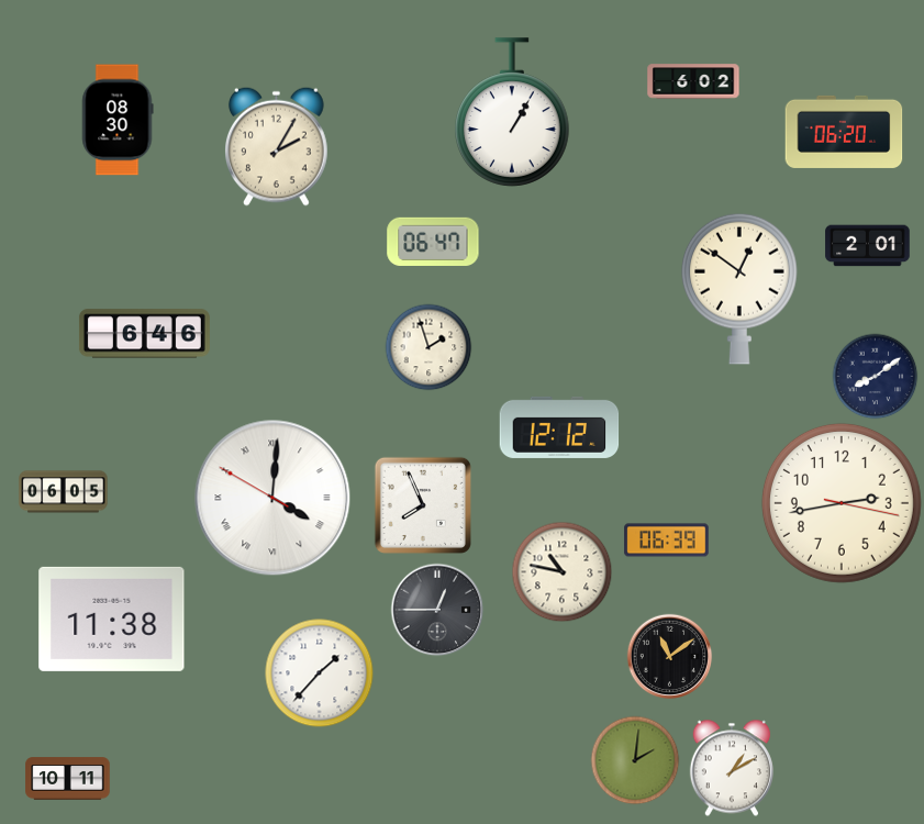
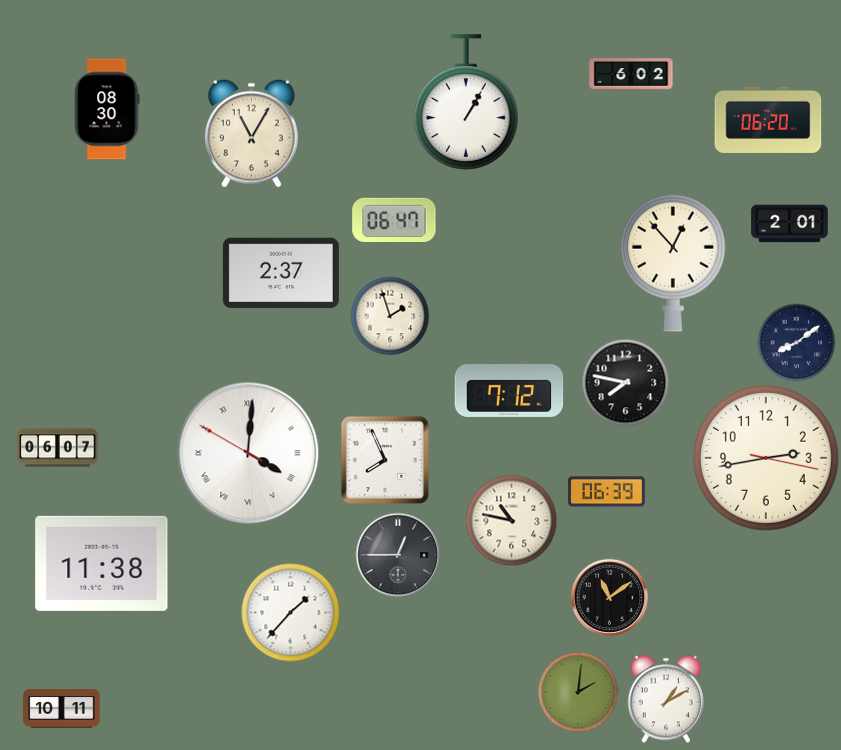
clock at (277, 146): 2:05 -> 11:05
clock at (741, 289): 12:51 -> 12:53
clock at (281, 273): none -> 2:37
clock at (144, 334): 6:46 -> none
clock at (625, 382): none -> 7:47
clock at (559, 427): 12:12 -> 7:12
clock at (64, 492): 06:05 -> 06:07
